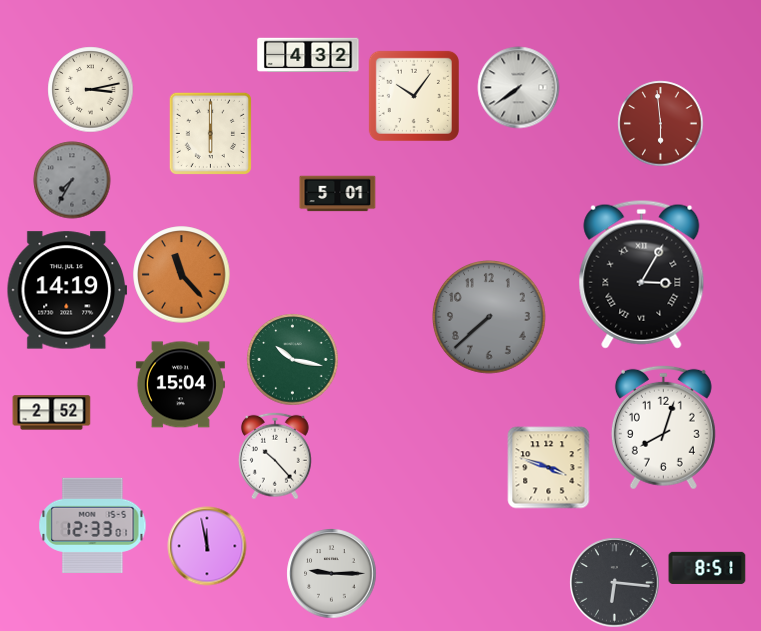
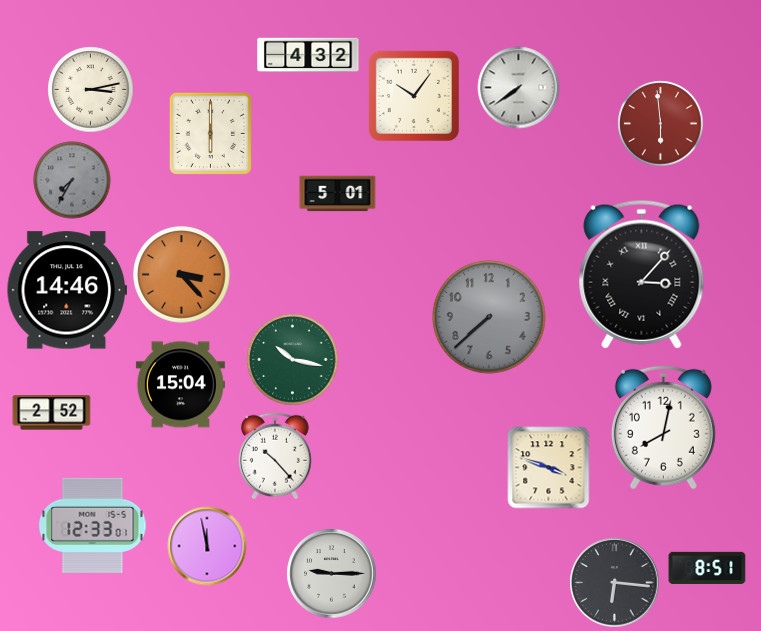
clock at (642, 274): 3:05 -> 3:07
clock at (182, 275): 11:23 -> 3:23
clock at (66, 290): 14:19 -> 14:46
clock at (663, 427): 8:03 -> 8:02
